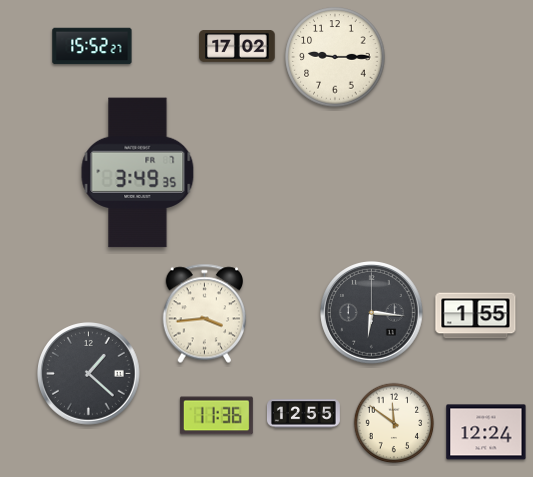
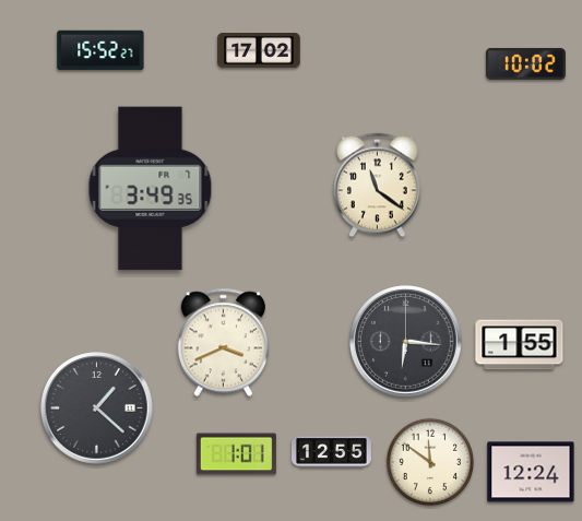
clock at (335, 57): 9:15 -> none
clock at (525, 63): none -> 10:02
clock at (377, 186): none -> 11:21
clock at (204, 314): 3:44 -> 3:41
clock at (216, 416): 11:36 -> 1:01
